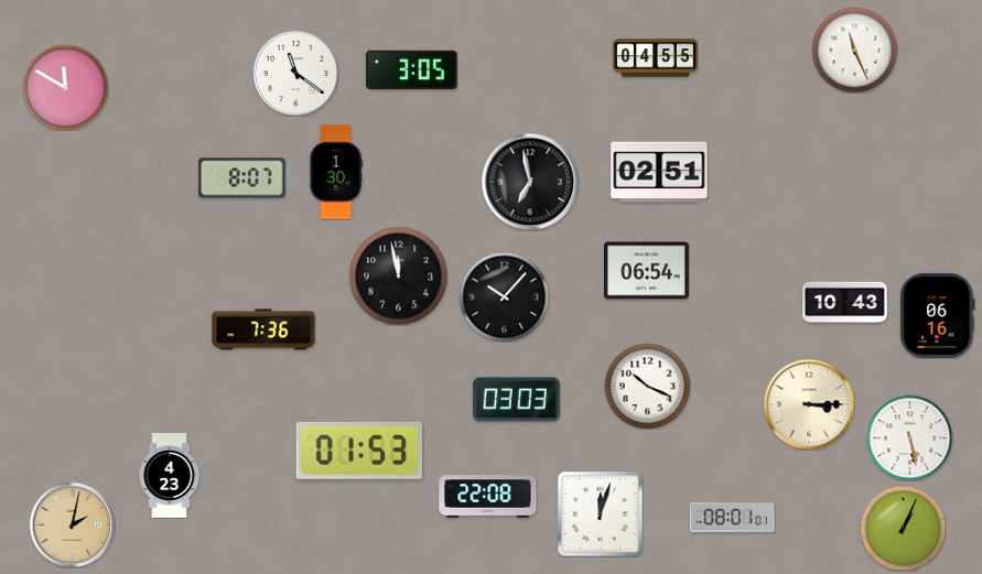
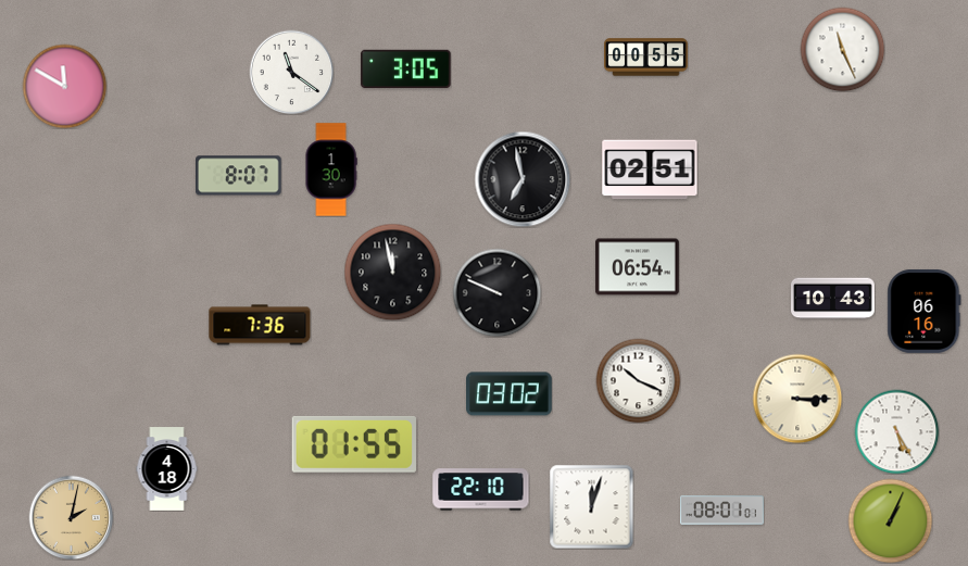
clock at (656, 58): 04:55 -> 00:55
clock at (504, 296): 10:07 -> 9:49
clock at (517, 400): 03:03 -> 03:02
clock at (909, 437): 5:28 -> 5:25
clock at (359, 451): 01:53 -> 01:55
clock at (170, 476): 4:23 -> 4:18
clock at (488, 497): 22:08 -> 22:10
